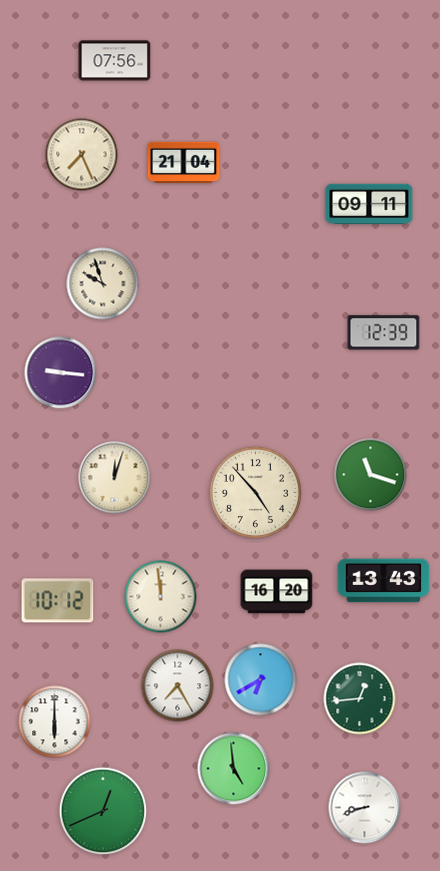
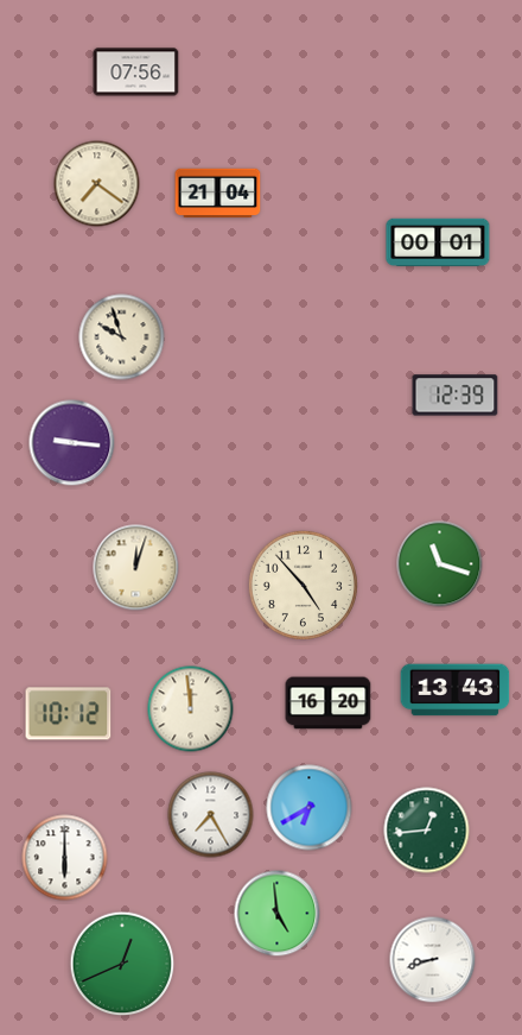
clock at (82, 155): 7:26 -> 7:21
clock at (369, 204): 09:11 -> 00:01
